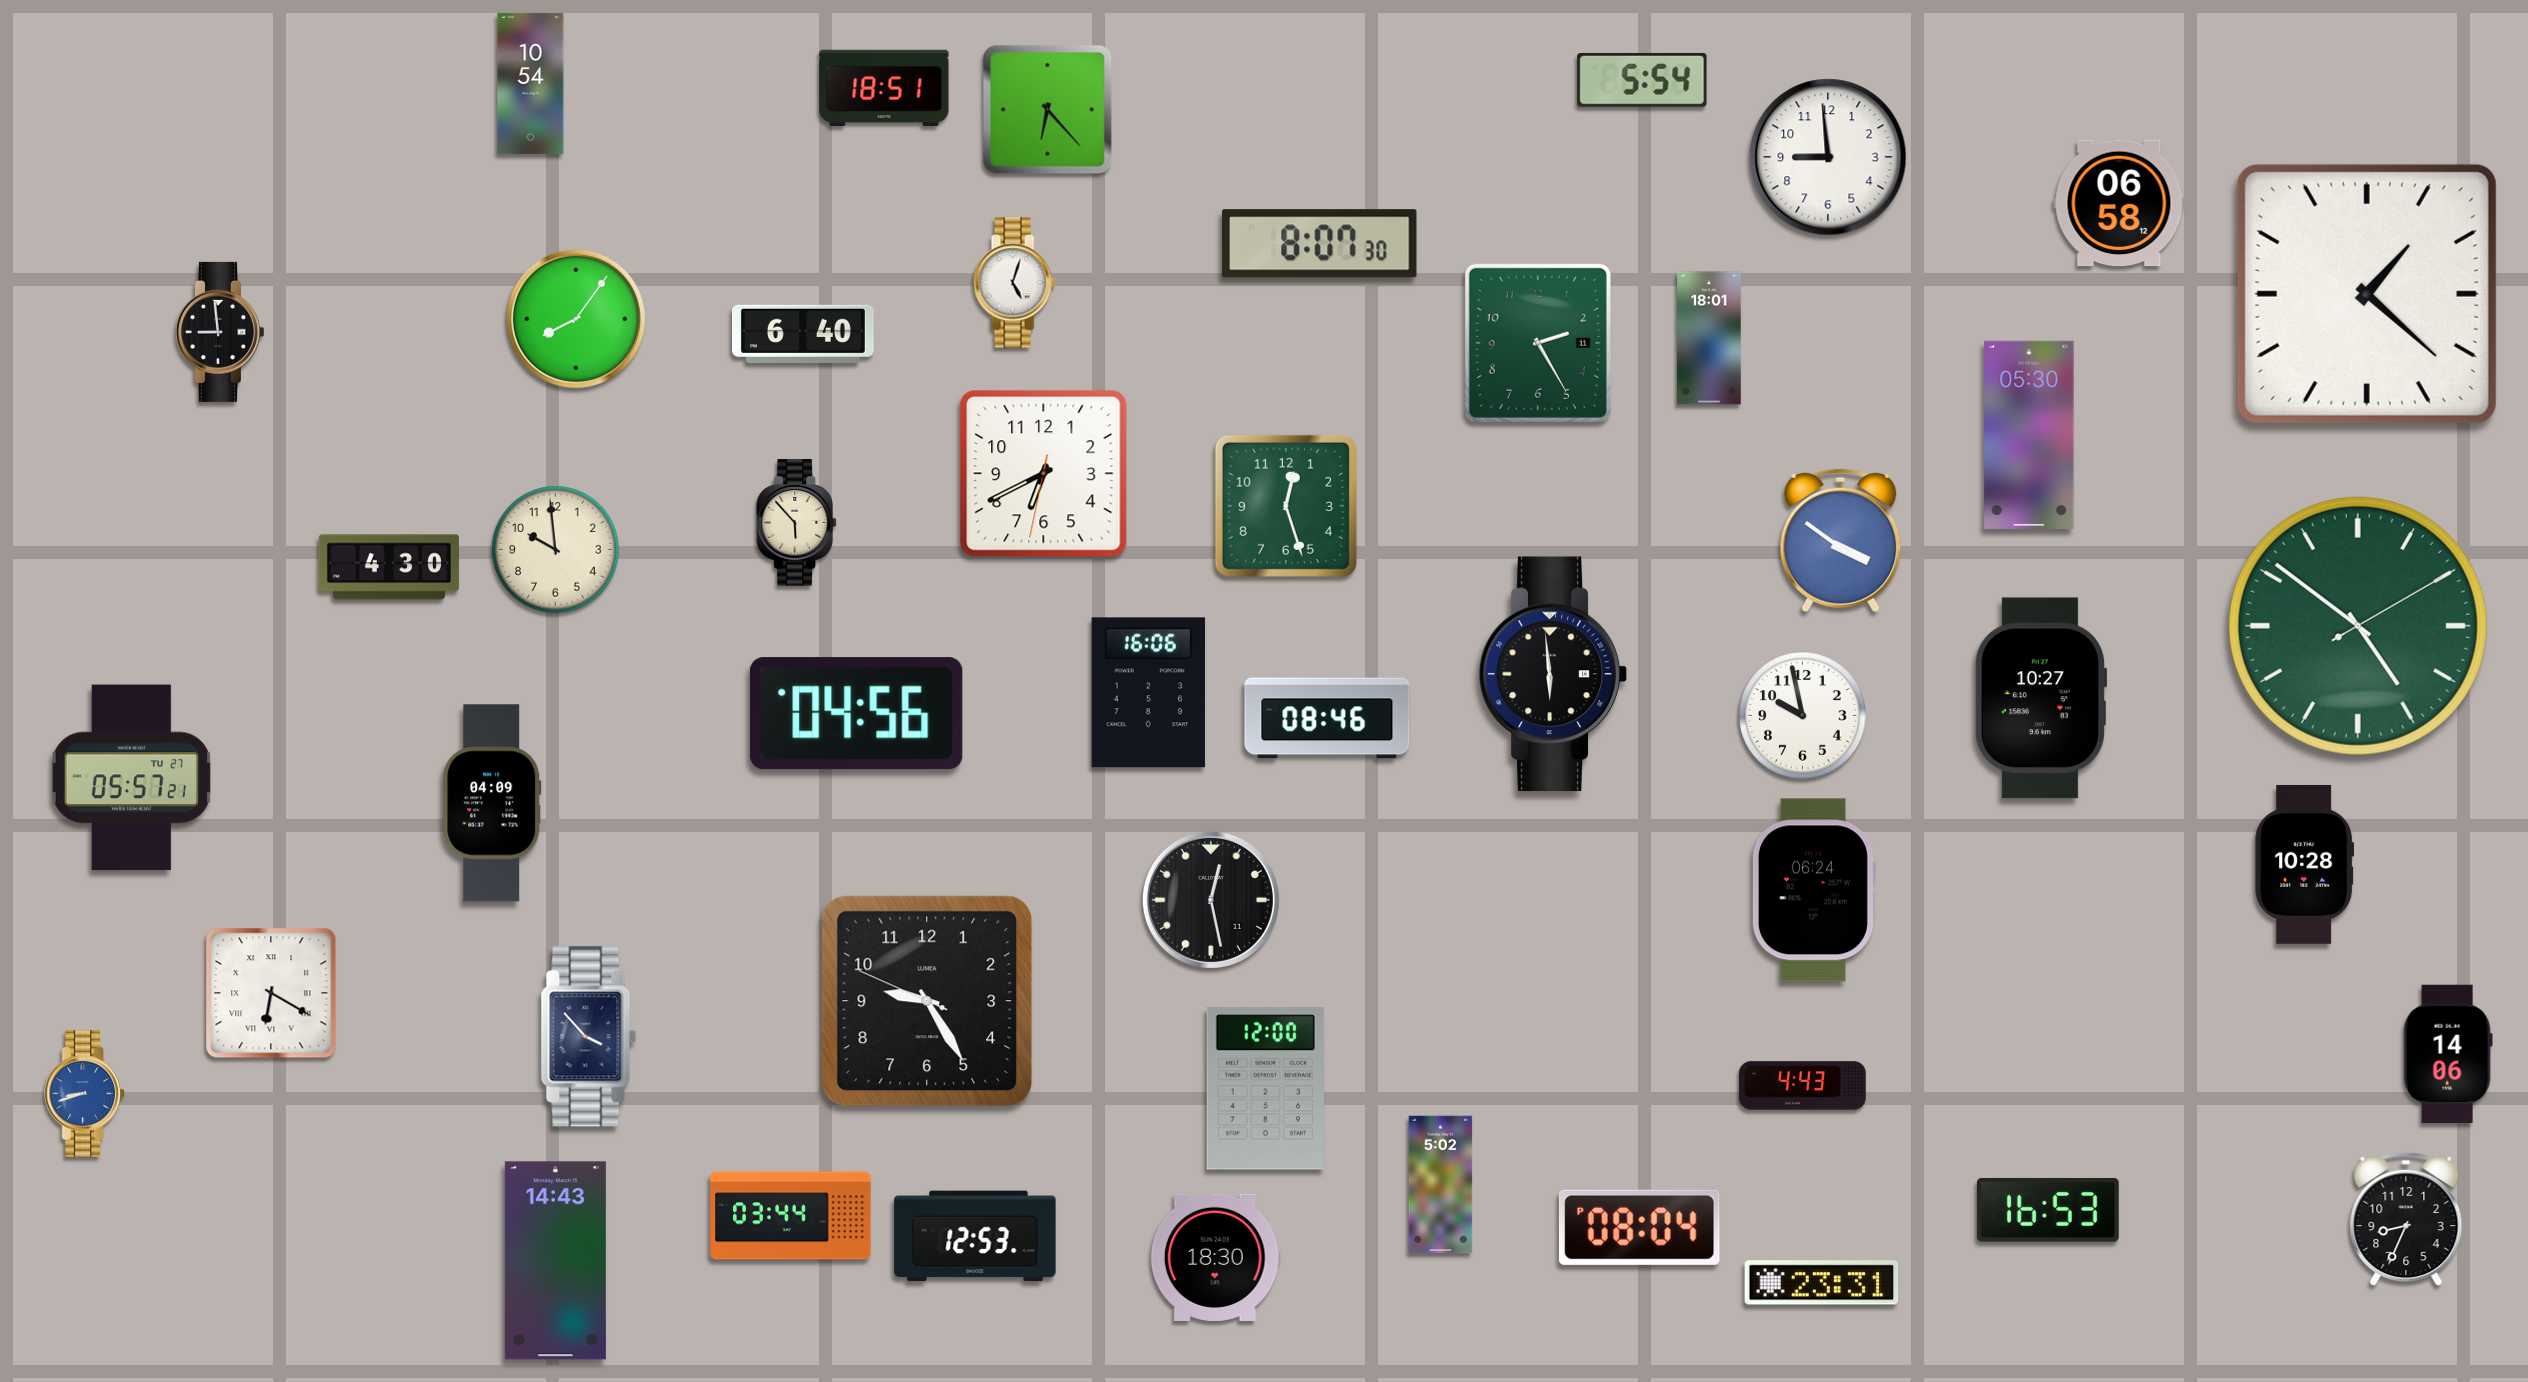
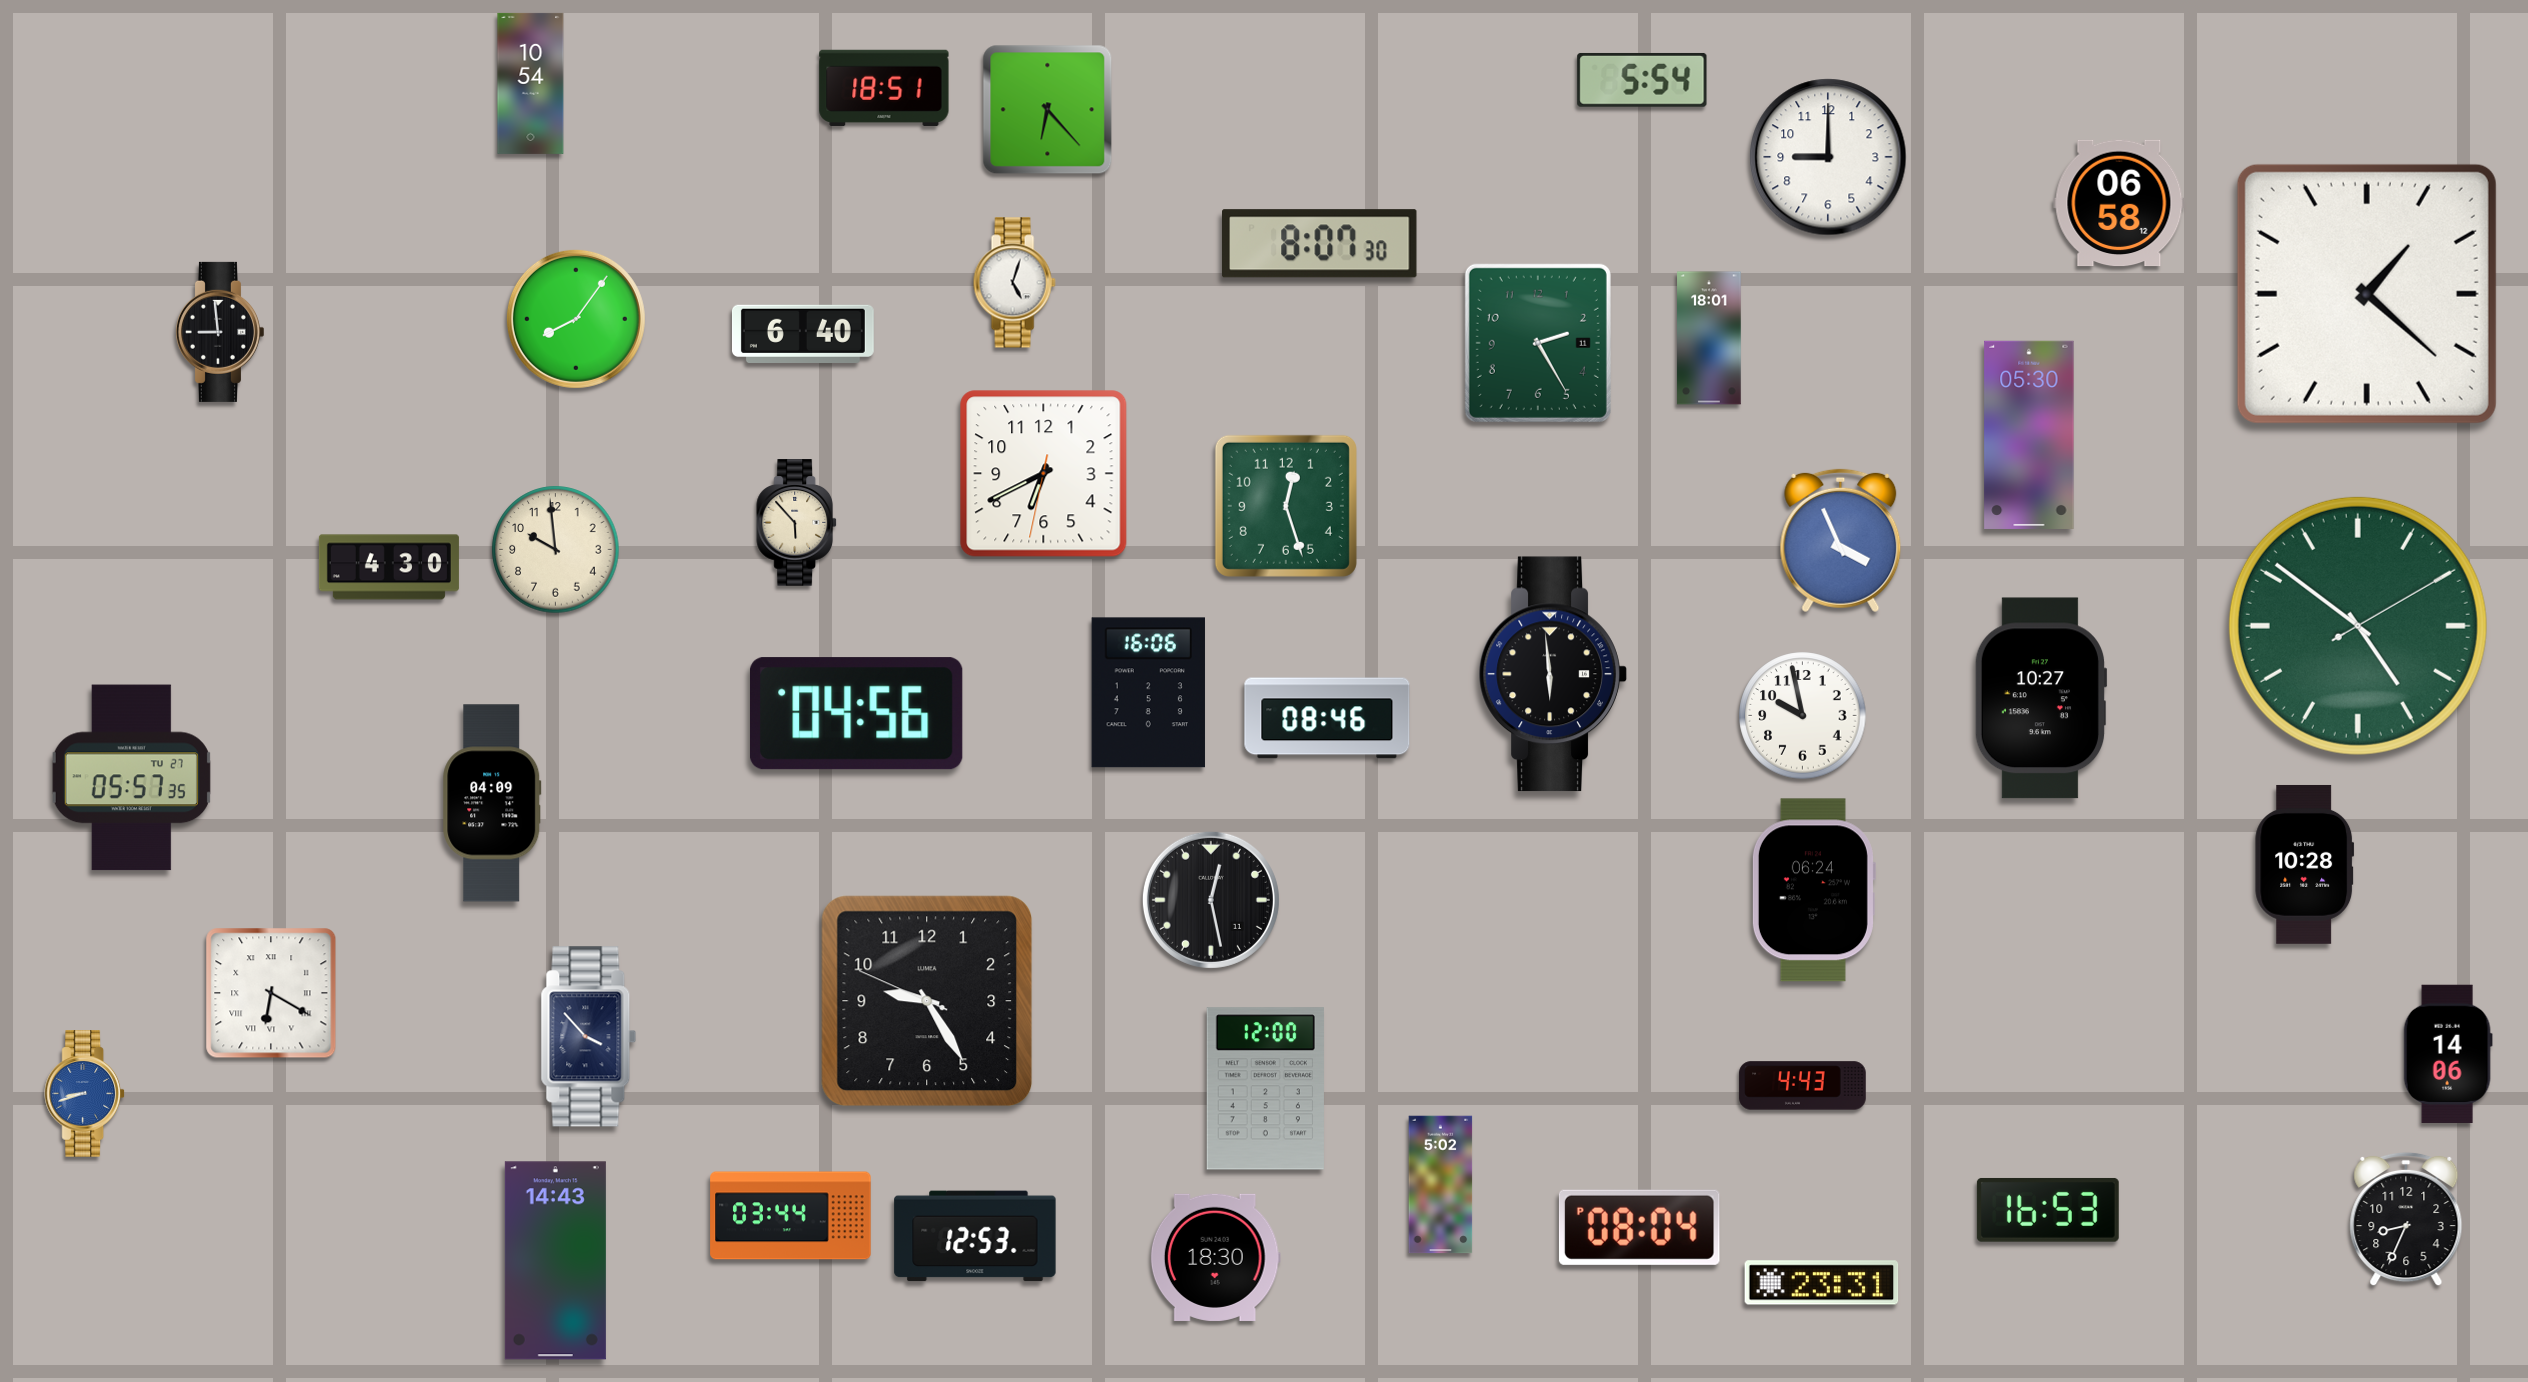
clock at (1828, 157): 8:59 -> 9:00
clock at (1841, 541): 3:51 -> 3:56
clock at (131, 778): 05:57:21 -> 05:57:35
